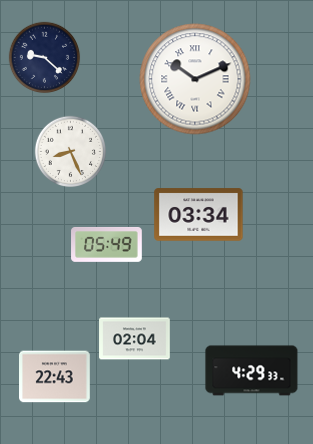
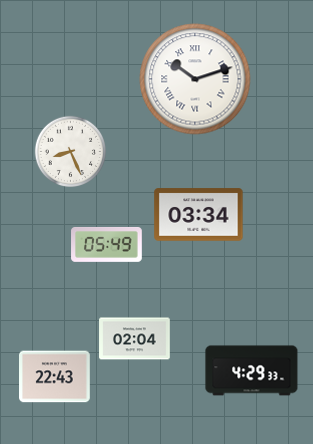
clock at (45, 58): 9:22 -> none
clock at (195, 79): 10:11 -> 10:12
